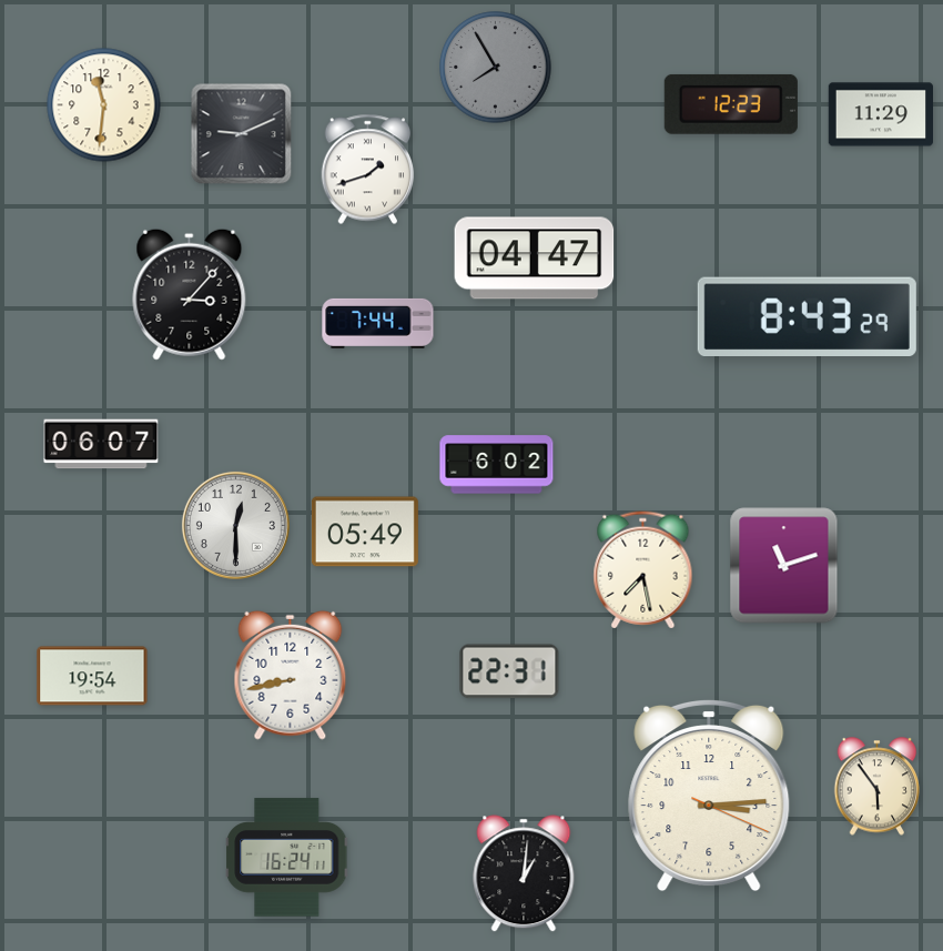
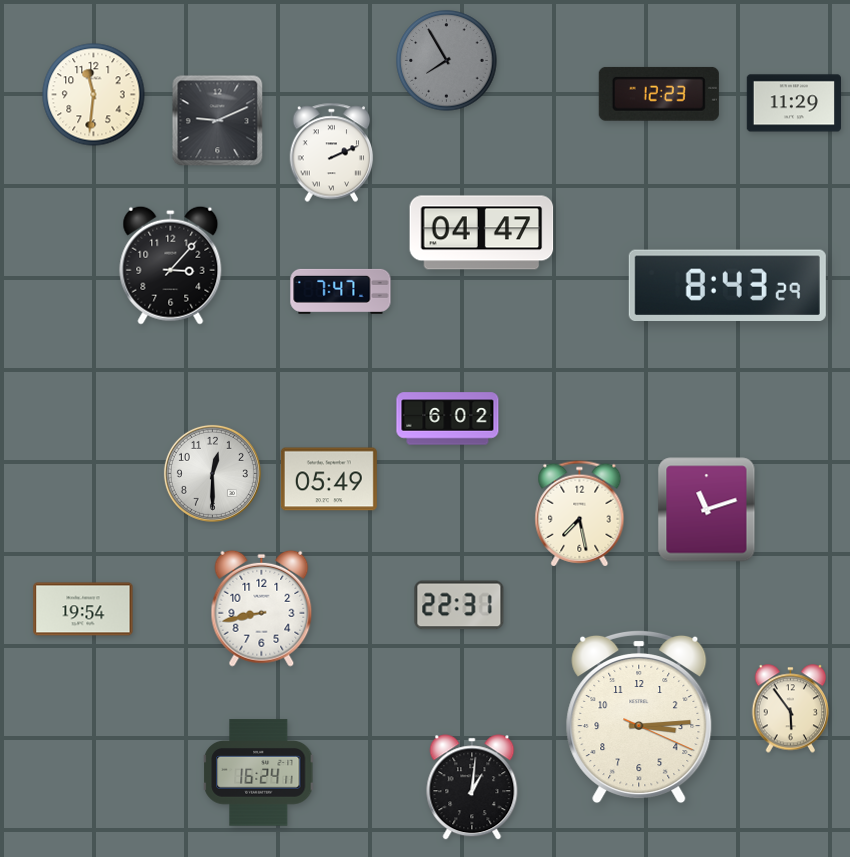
clock at (368, 170): 1:42 -> 2:11
clock at (378, 323): 7:44 -> 7:47
clock at (101, 444): 06:07 -> none
